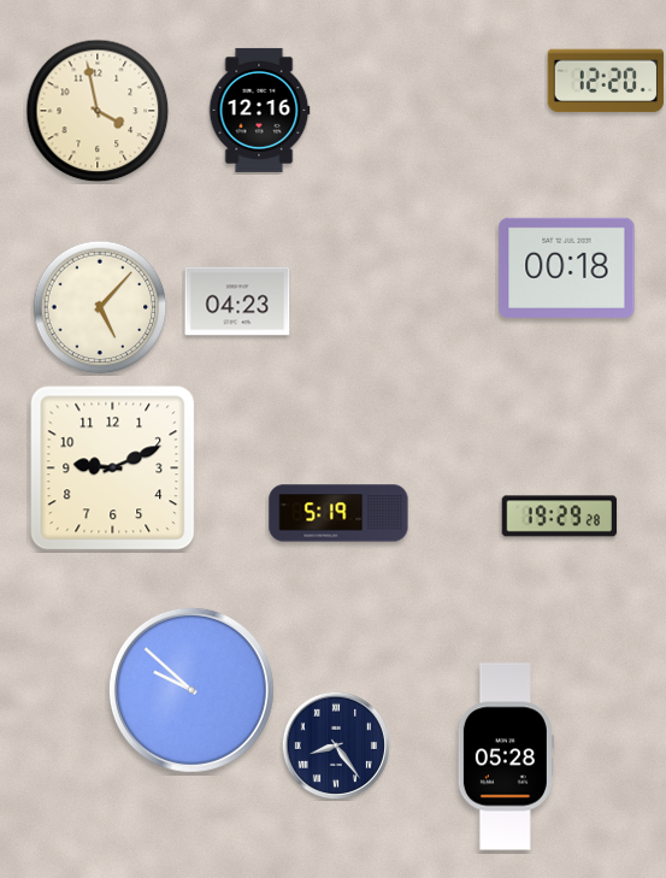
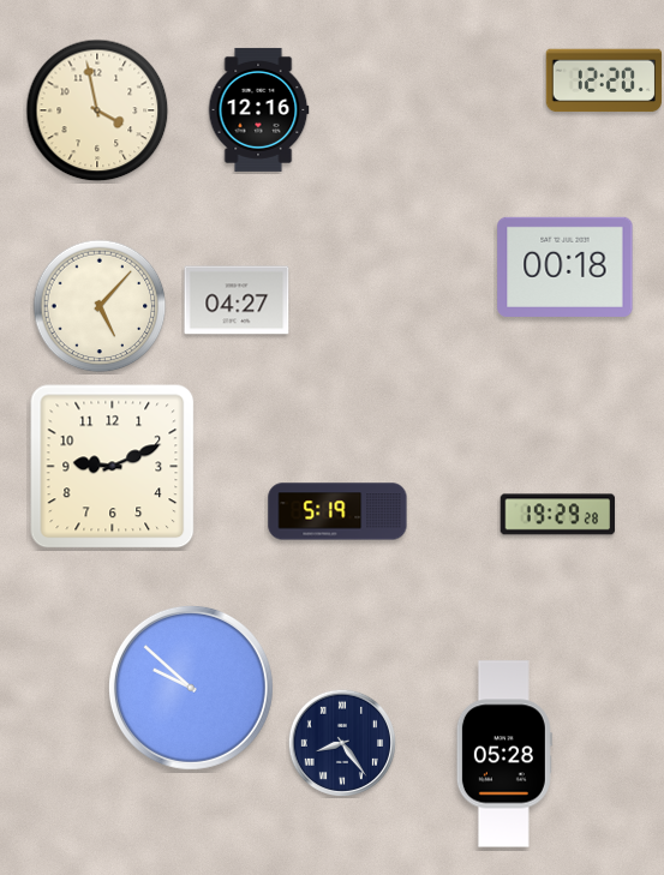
clock at (237, 301): 04:23 -> 04:27
clock at (336, 746) position: (336, 746) -> (342, 743)
